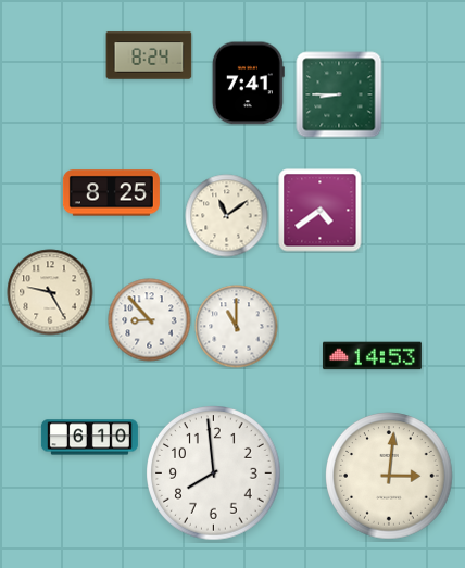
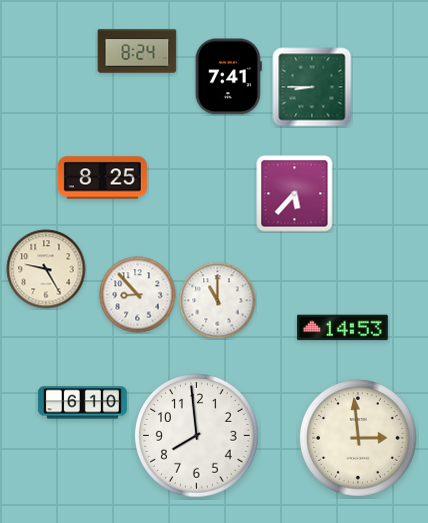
clock at (321, 211): 4:39 -> 5:37
clock at (227, 216): 11:09 -> none
clock at (389, 476): 3:01 -> 2:59
